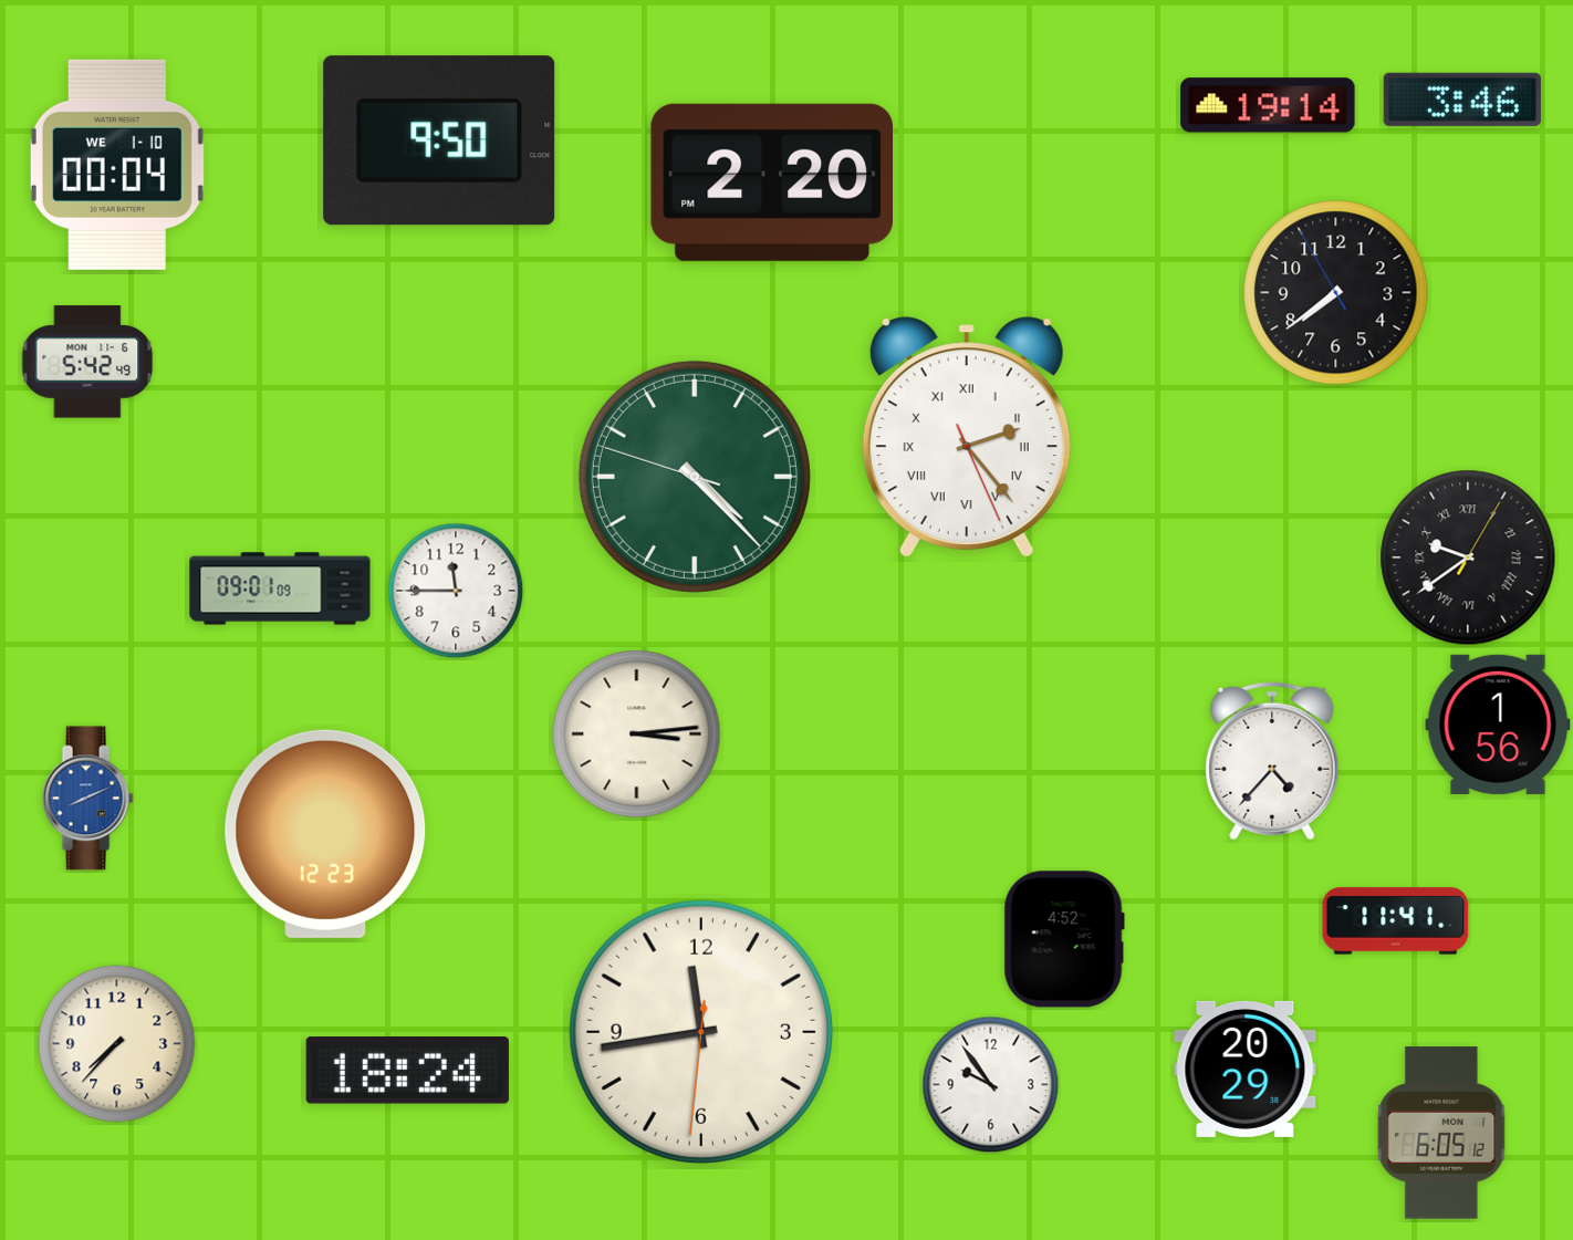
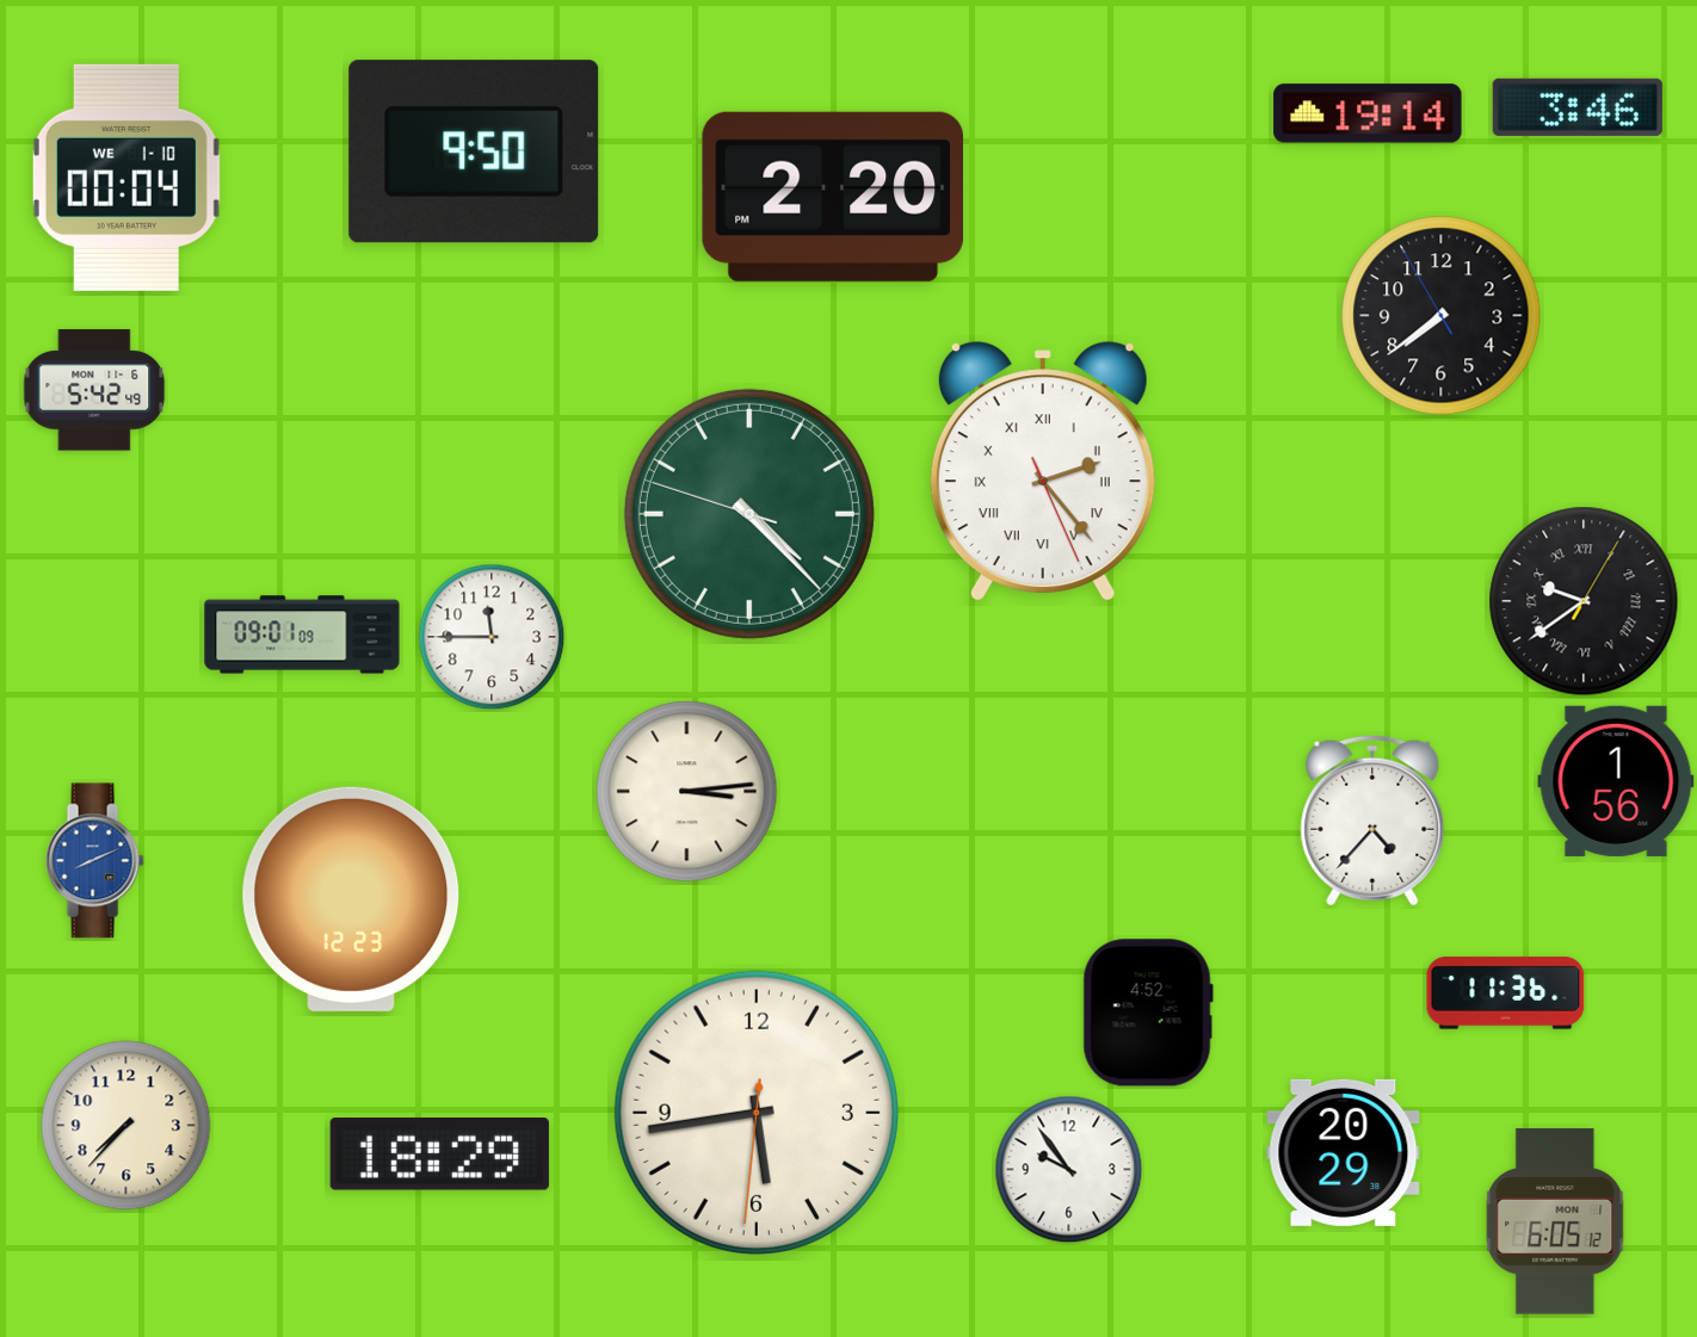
clock at (1396, 921): 11:41 -> 11:36
clock at (701, 1032): 11:43 -> 5:43
clock at (407, 1071): 18:24 -> 18:29
